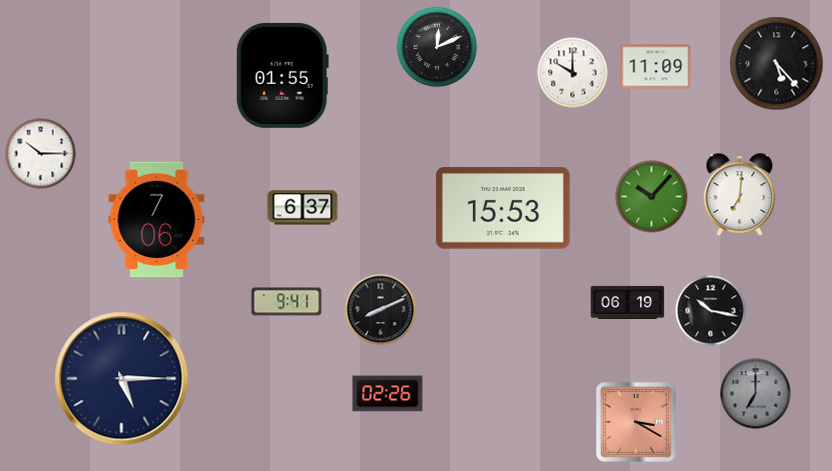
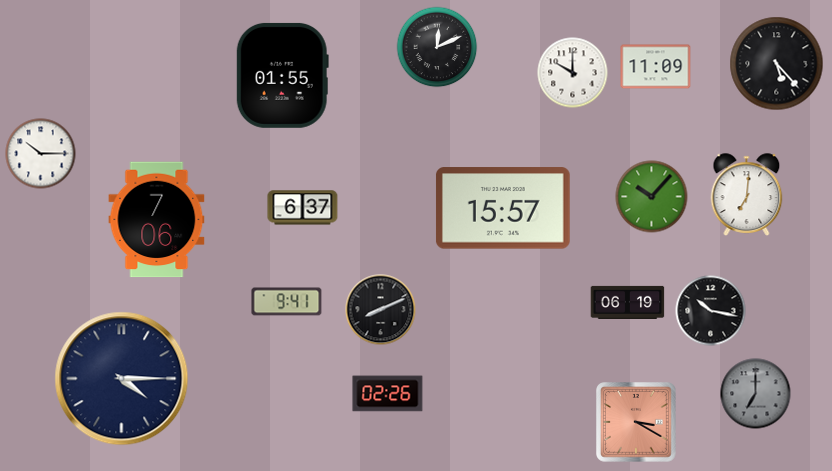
clock at (740, 195) position: (740, 195) -> (747, 195)
clock at (503, 208): 15:53 -> 15:57
clock at (122, 379): 5:15 -> 4:15
